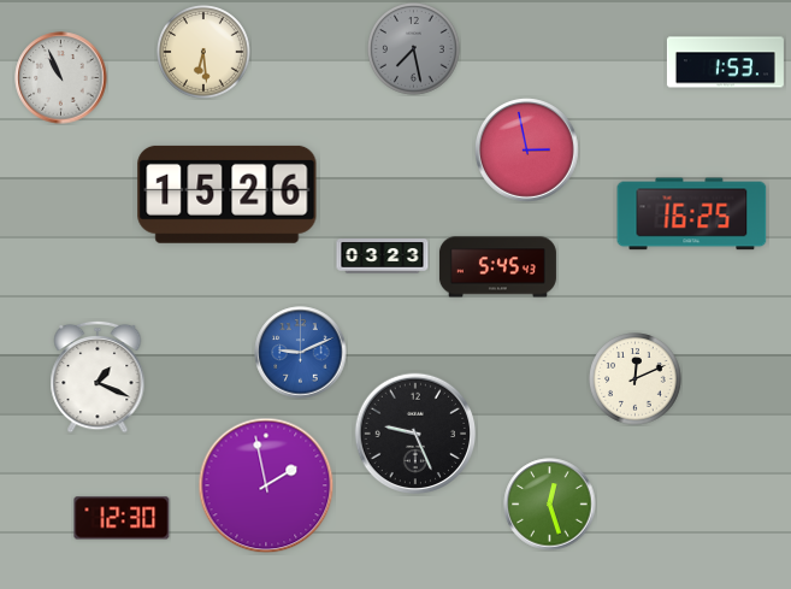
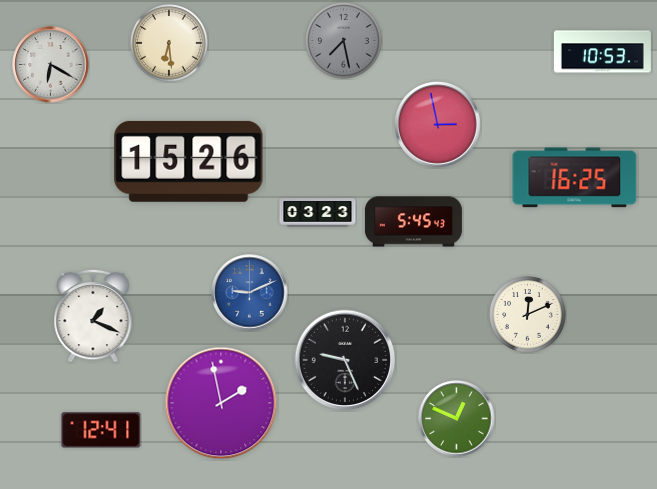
clock at (725, 63): 1:53 -> 10:53
clock at (61, 78): 10:56 -> 6:20
clock at (98, 377) position: (98, 377) -> (93, 316)
clock at (550, 505): 12:27 -> 12:49
clock at (122, 518): 12:30 -> 12:41
